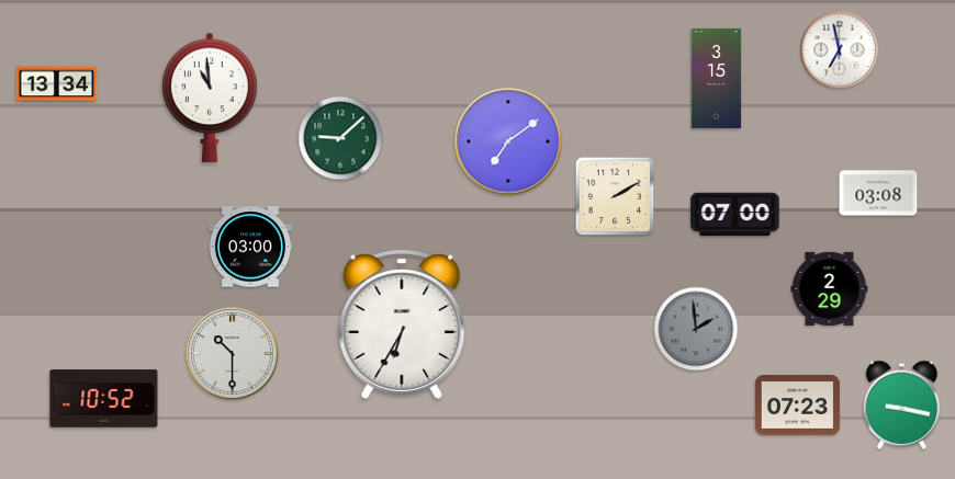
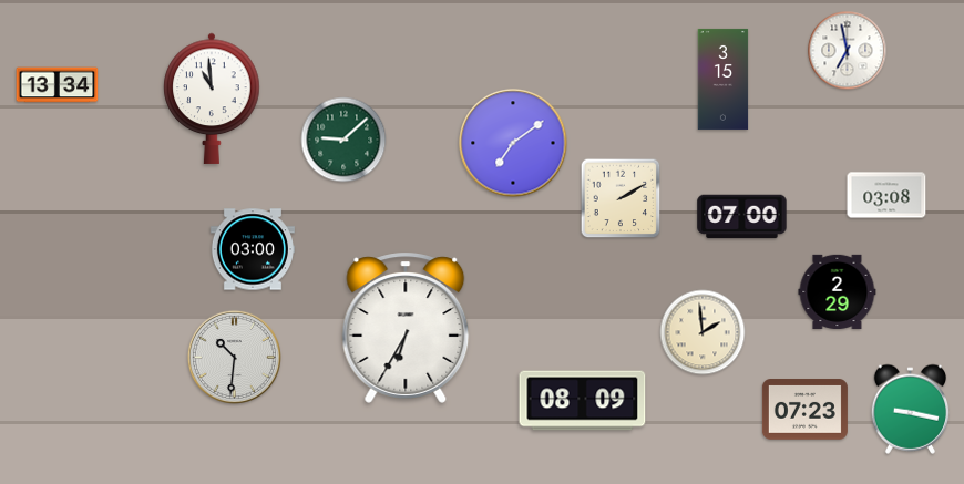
clock at (696, 329) dial: grey -> cream
clock at (232, 353): 10:30 -> 10:31
clock at (583, 401): none -> 08:09
clock at (104, 399): 10:52 -> none
